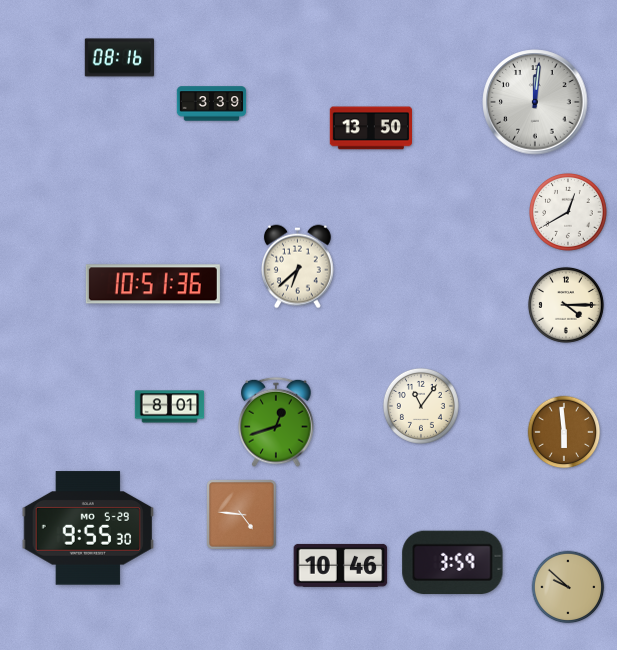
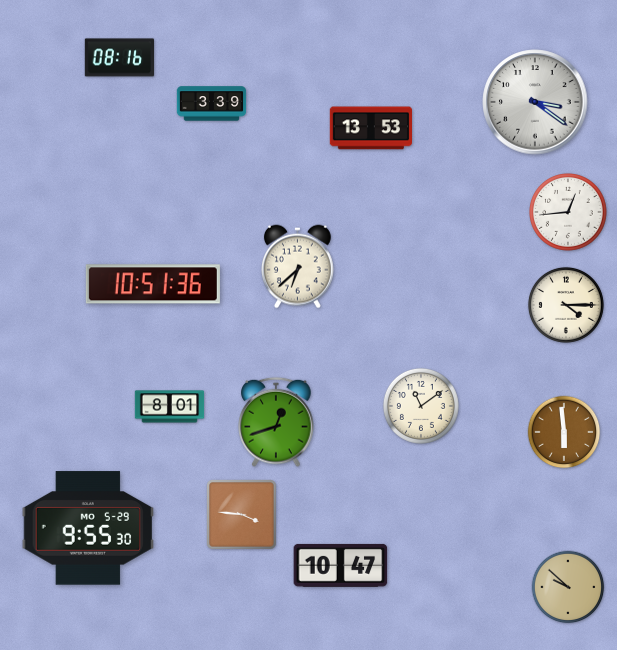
clock at (535, 102): 12:01 -> 3:21
clock at (370, 128): 13:50 -> 13:53
clock at (568, 212): 12:40 -> 12:44
clock at (421, 406): 11:06 -> 11:09
clock at (242, 515): 4:46 -> 3:46
clock at (453, 563): 3:59 -> none
clock at (341, 565): 10:46 -> 10:47
